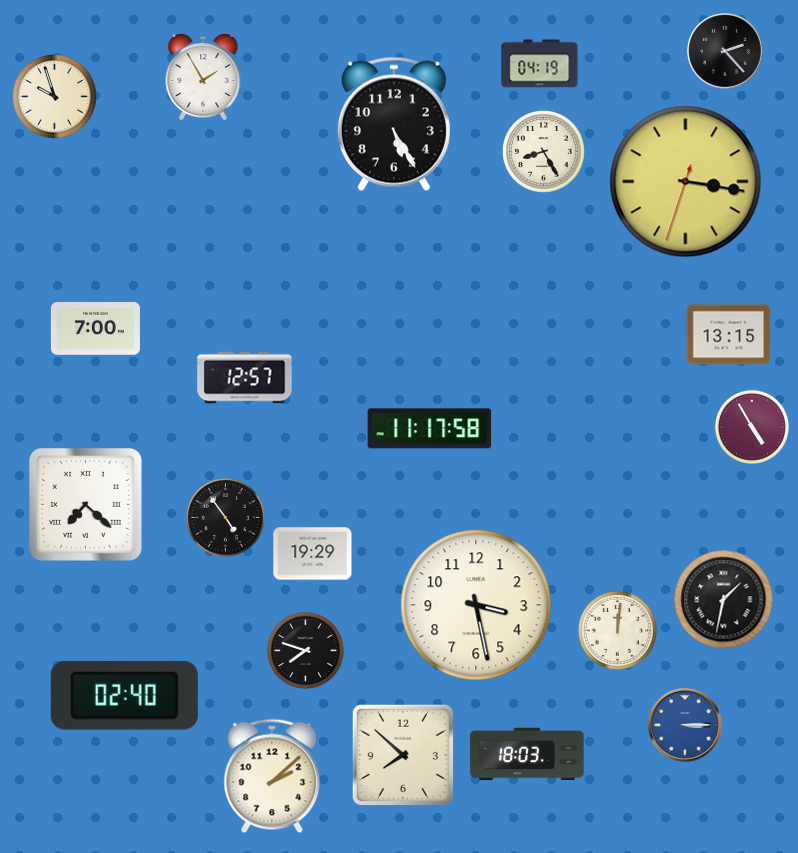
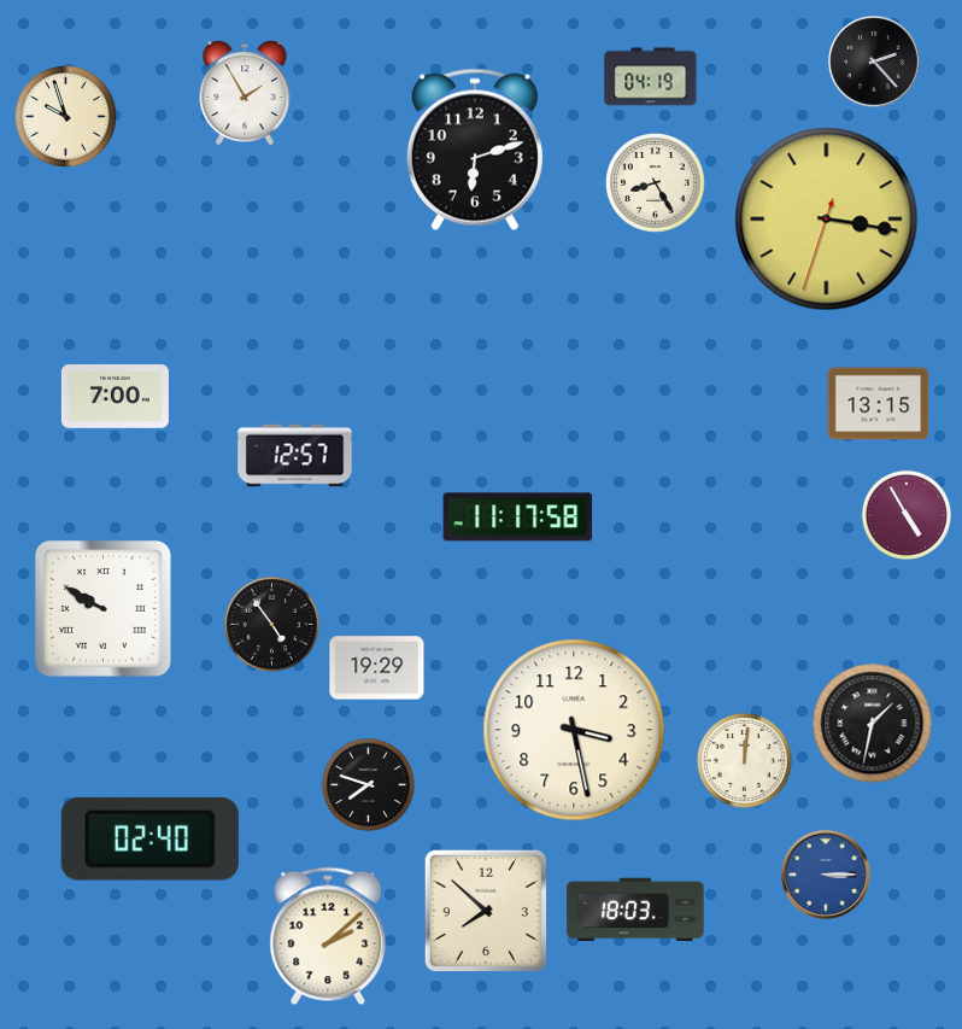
clock at (394, 124): 5:25 -> 6:12
clock at (86, 505): 7:22 -> 9:50
